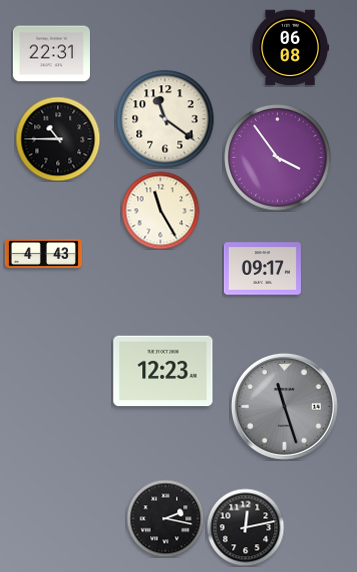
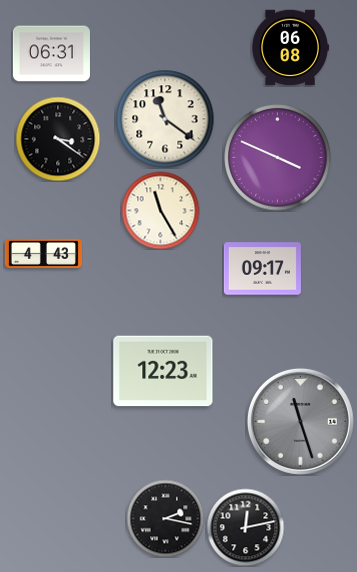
clock at (51, 54): 22:31 -> 06:31
clock at (58, 139): 10:45 -> 3:21
clock at (278, 158): 3:54 -> 3:49
clock at (284, 406) position: (284, 406) -> (300, 421)
